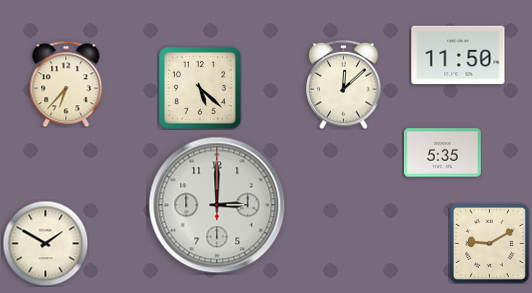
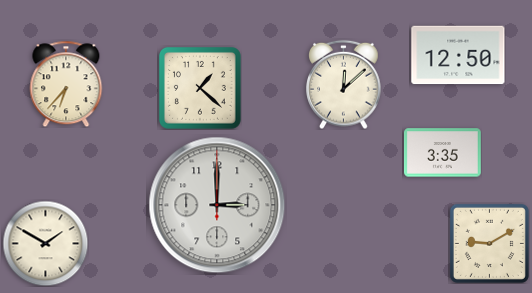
clock at (458, 55): 11:50 -> 12:50
clock at (200, 88): 5:22 -> 1:22
clock at (442, 153): 5:35 -> 3:35
